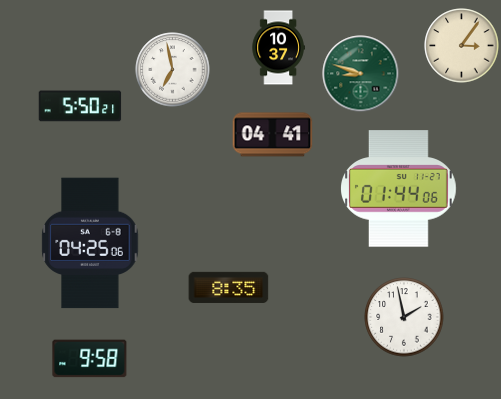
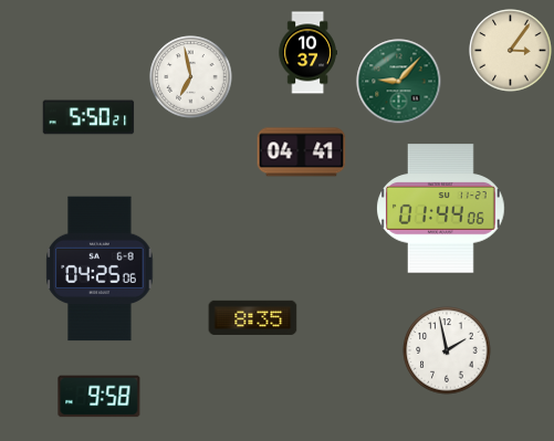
clock at (361, 74): 8:48 -> 9:07
clock at (273, 135) position: (273, 135) -> (302, 153)
